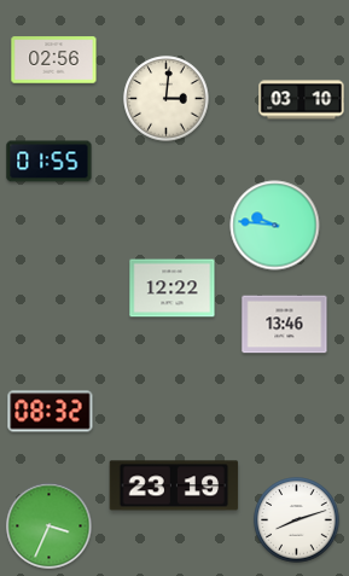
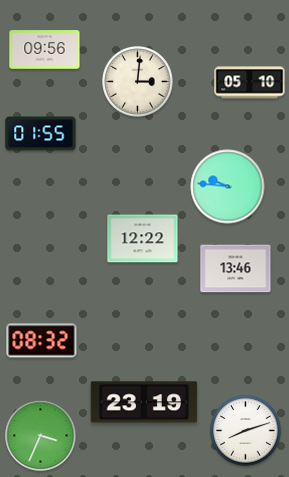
clock at (54, 60): 02:56 -> 09:56
clock at (302, 100): 03:10 -> 05:10
